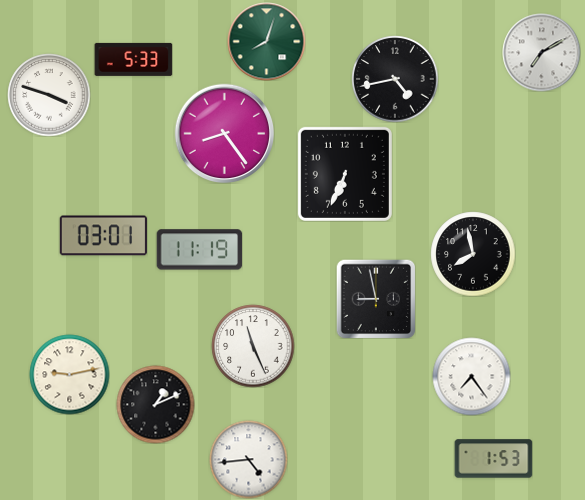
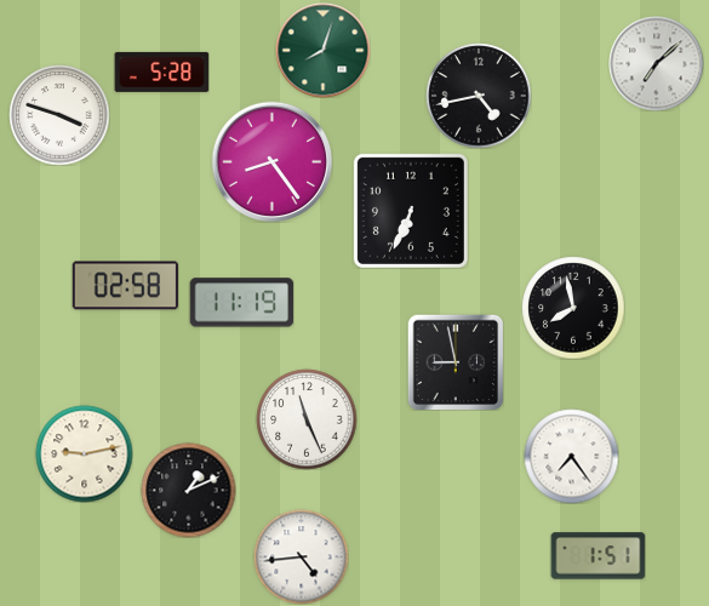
clock at (541, 52): 7:10 -> 7:08
clock at (133, 59): 5:33 -> 5:28
clock at (345, 174) position: (345, 174) -> (411, 211)
clock at (103, 236): 03:01 -> 02:58
clock at (493, 459): 1:53 -> 1:51
